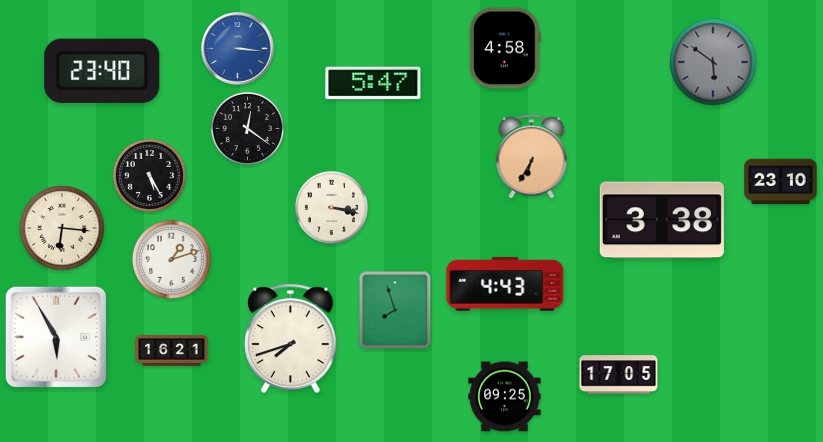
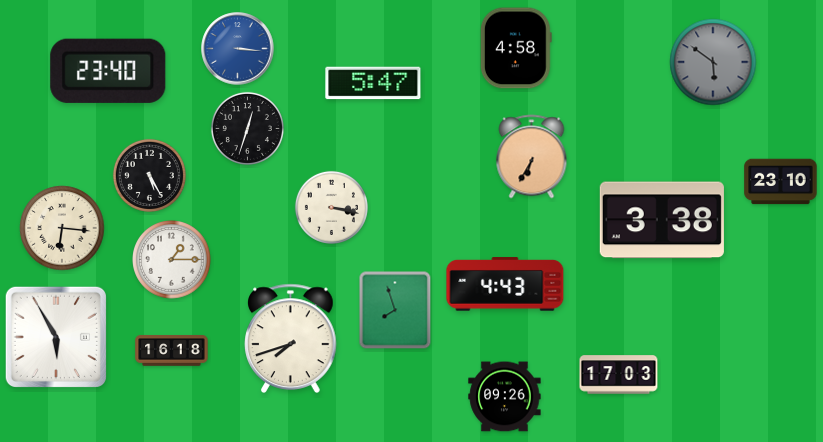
clock at (505, 48) position: (505, 48) -> (516, 48)
clock at (102, 71) position: (102, 71) -> (108, 71)
clock at (247, 128): 12:21 -> 12:33
clock at (172, 260): 1:12 -> 1:15
clock at (172, 351): 16:21 -> 16:18
clock at (619, 375): 17:05 -> 17:03
clock at (505, 397): 09:25 -> 09:26
